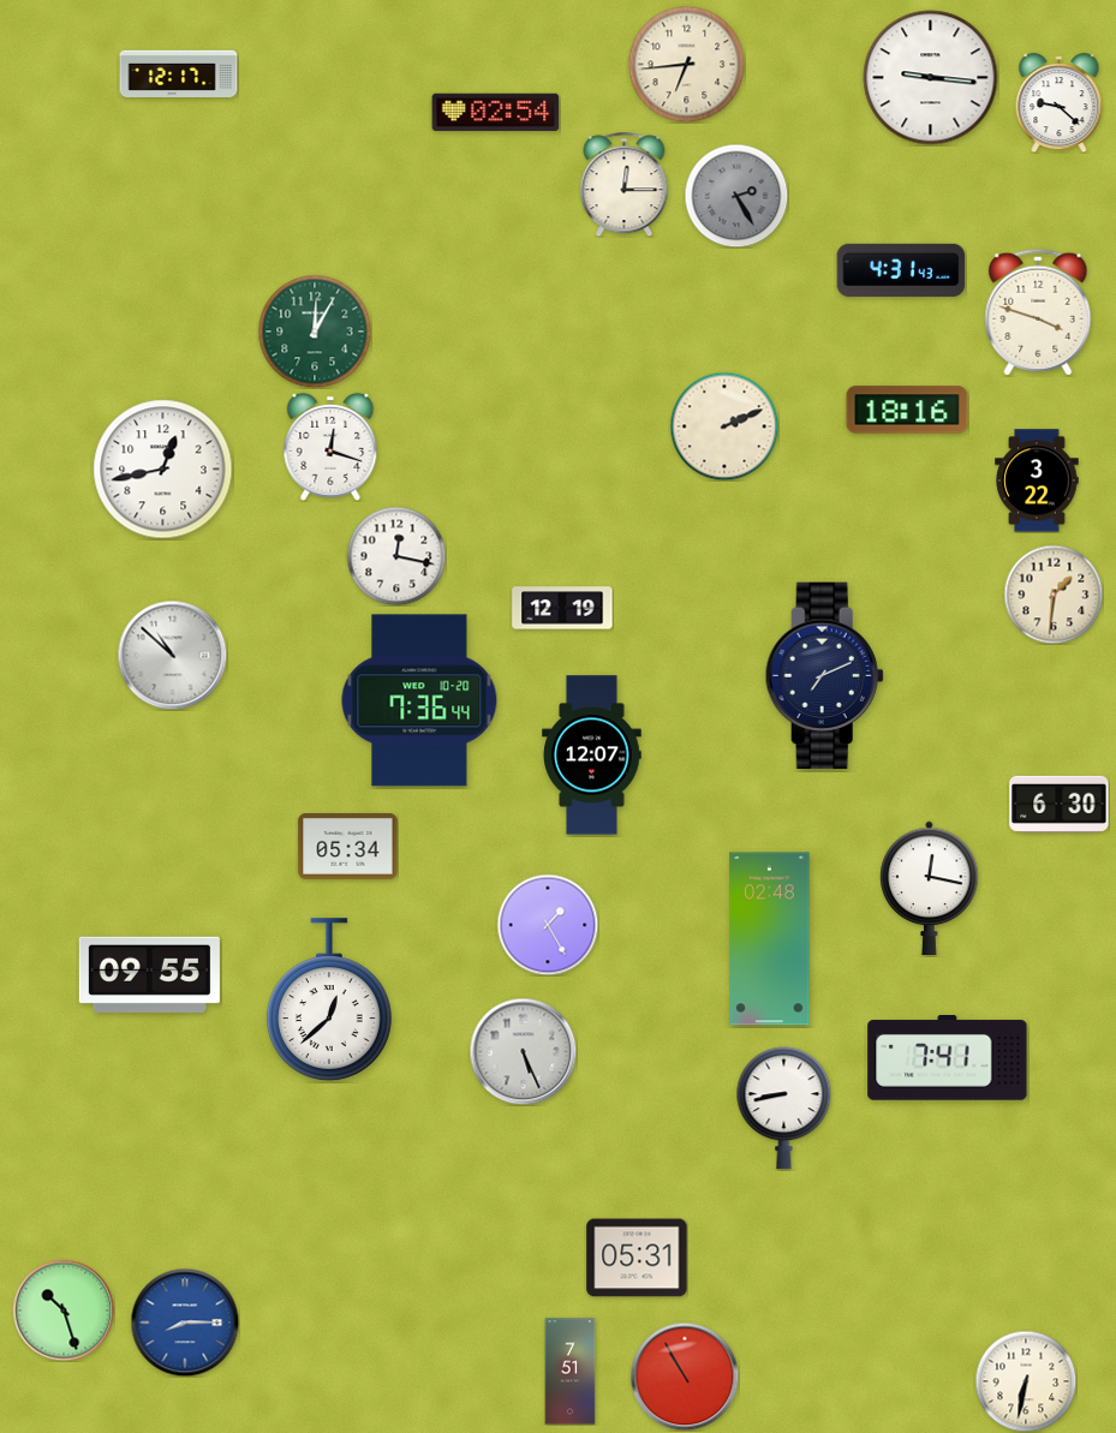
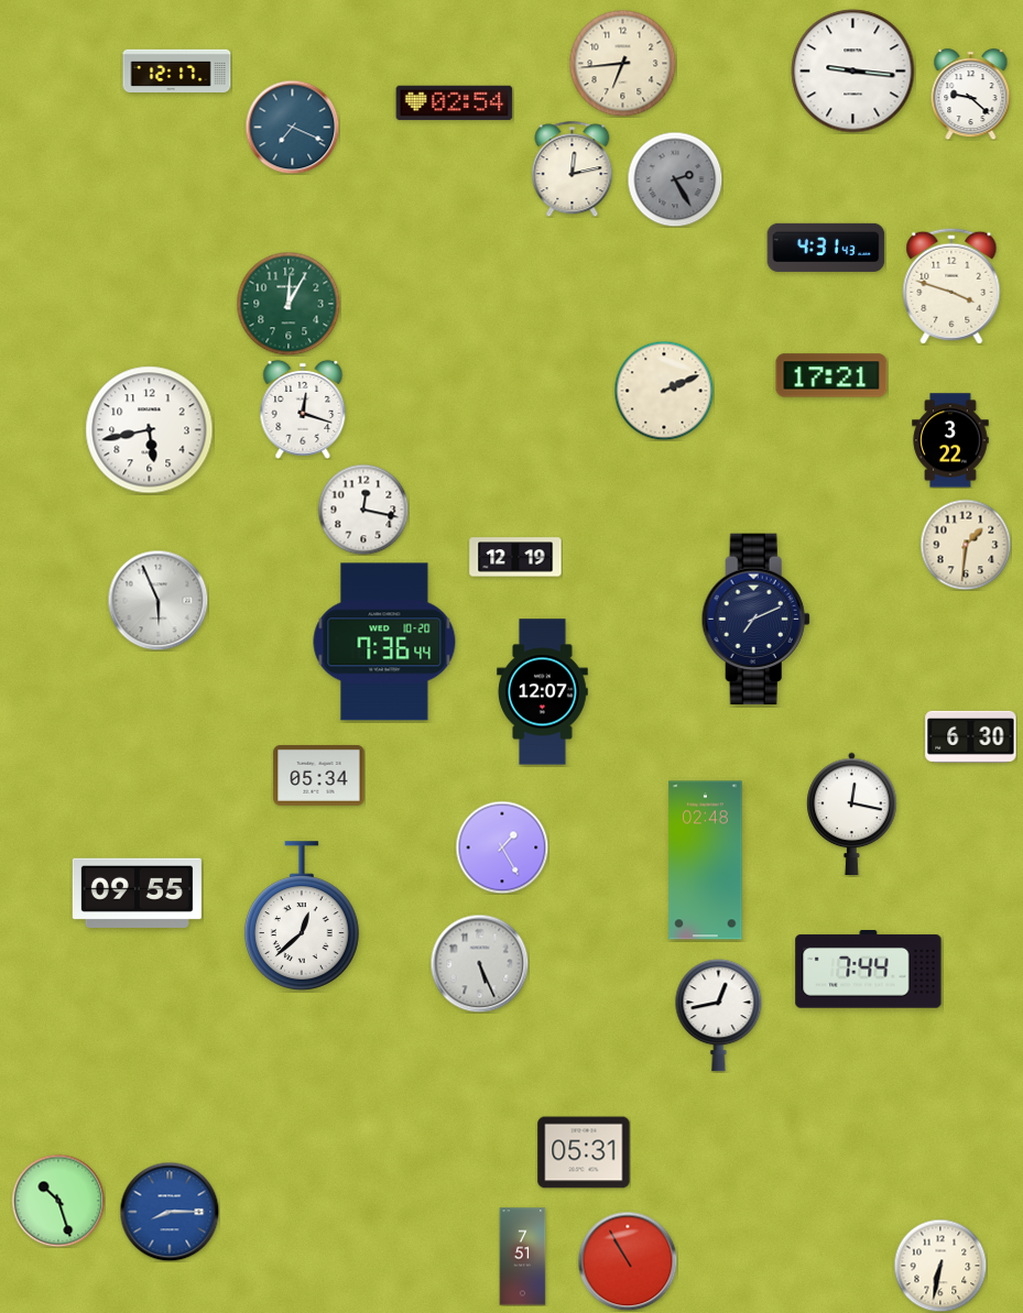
clock at (686, 64) position: (686, 64) -> (622, 63)
clock at (179, 73) position: (179, 73) -> (177, 70)
clock at (292, 127): none -> 7:19
clock at (625, 184): 12:15 -> 12:13
clock at (907, 410): 18:16 -> 17:21
clock at (163, 470): 12:43 -> 5:43
clock at (172, 655): 10:52 -> 5:56
clock at (948, 1058): 7:41 -> 7:44
clock at (784, 1109): 8:43 -> 12:43
